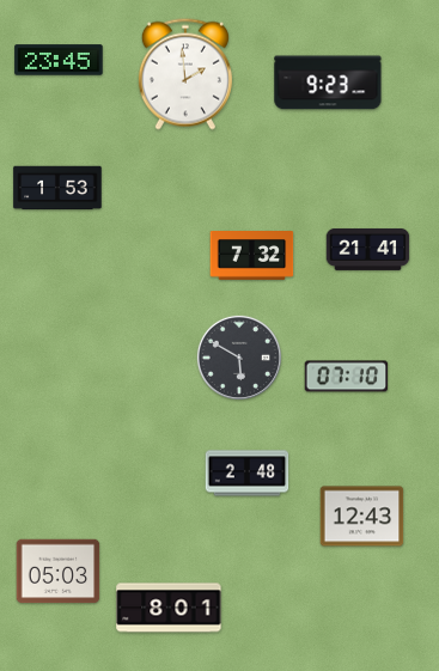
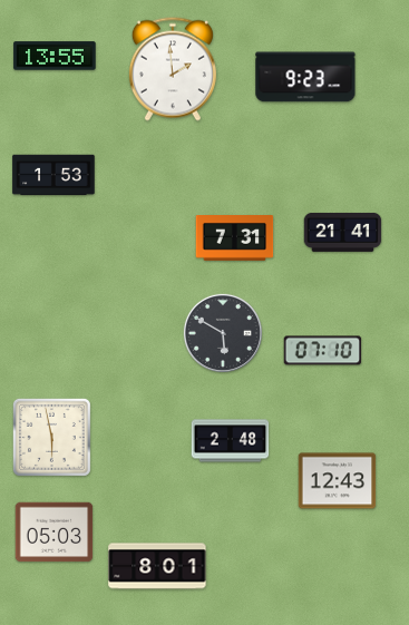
clock at (59, 60): 23:45 -> 13:55
clock at (252, 256): 7:32 -> 7:31
clock at (51, 437): none -> 5:58
